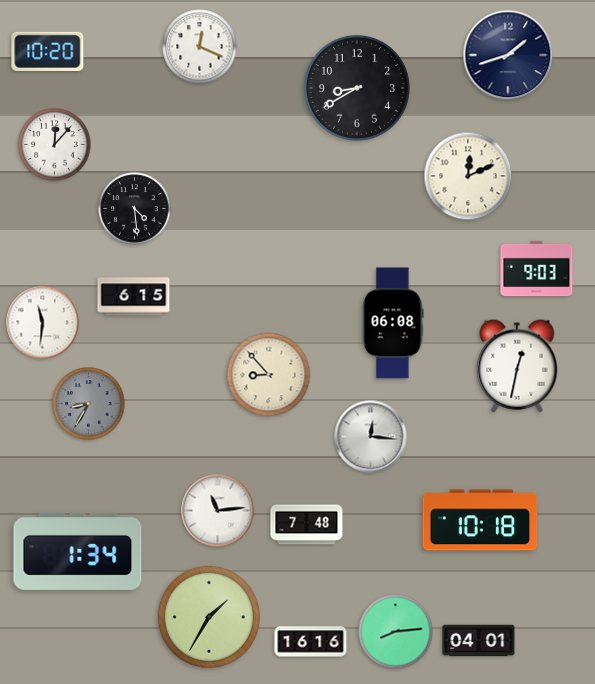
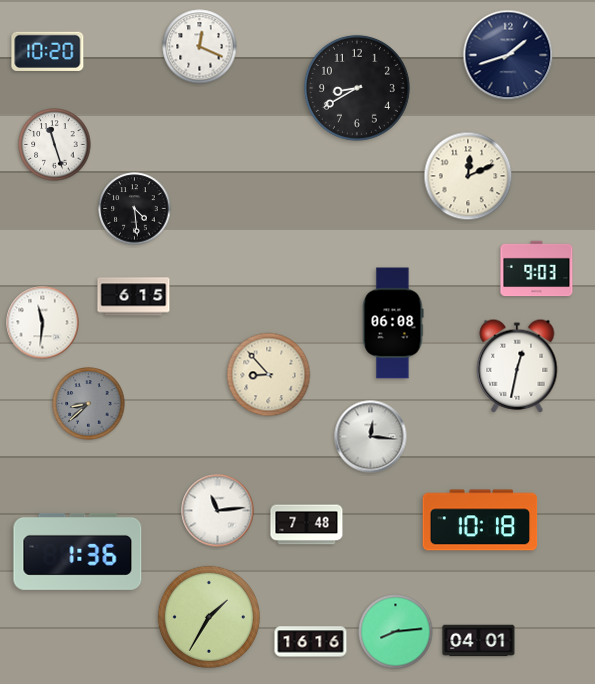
clock at (55, 145): 12:07 -> 11:27
clock at (89, 404): 8:35 -> 8:38
clock at (78, 551): 1:34 -> 1:36
